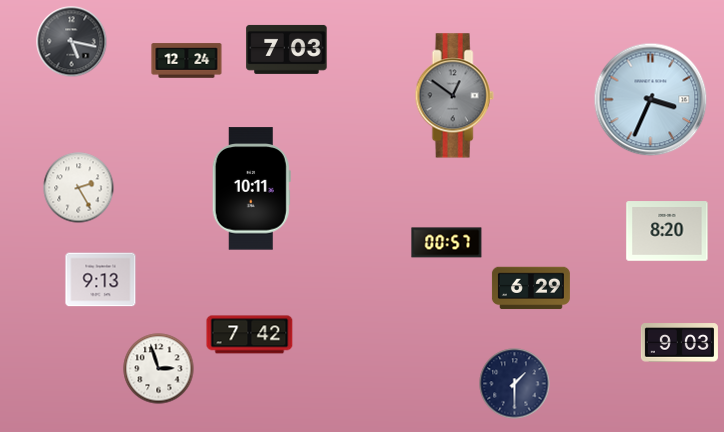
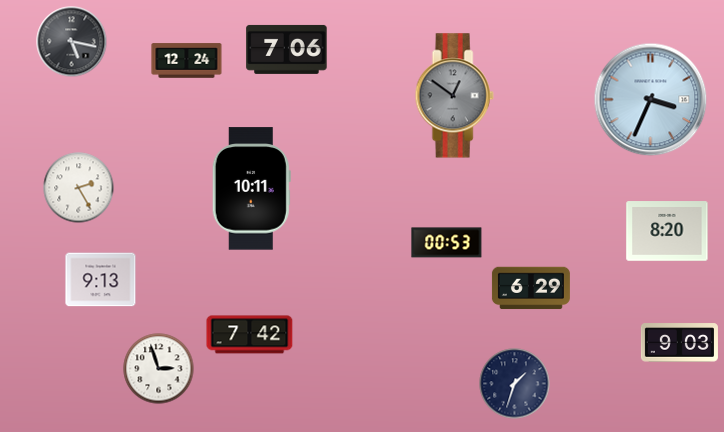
clock at (287, 49): 7:03 -> 7:06
clock at (447, 243): 00:57 -> 00:53
clock at (515, 384): 1:30 -> 1:33
